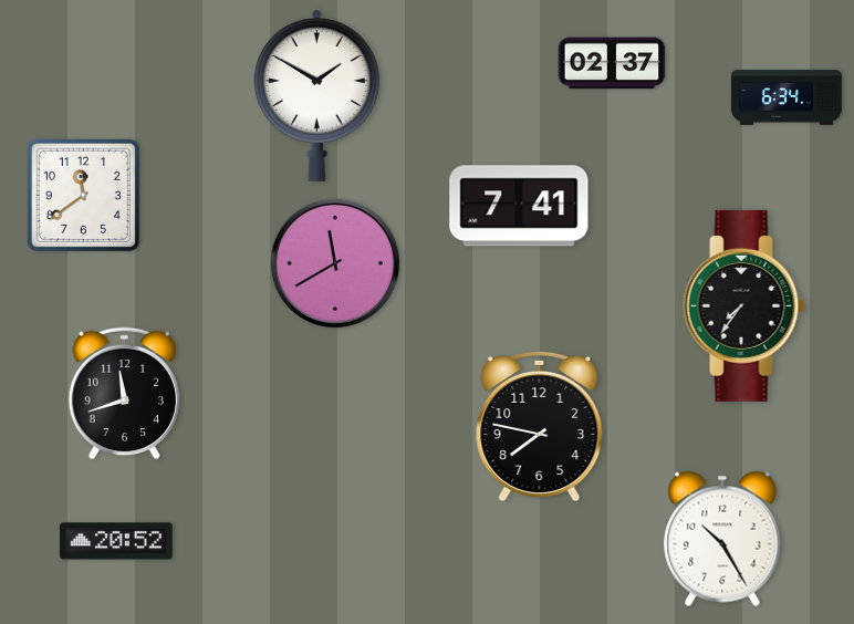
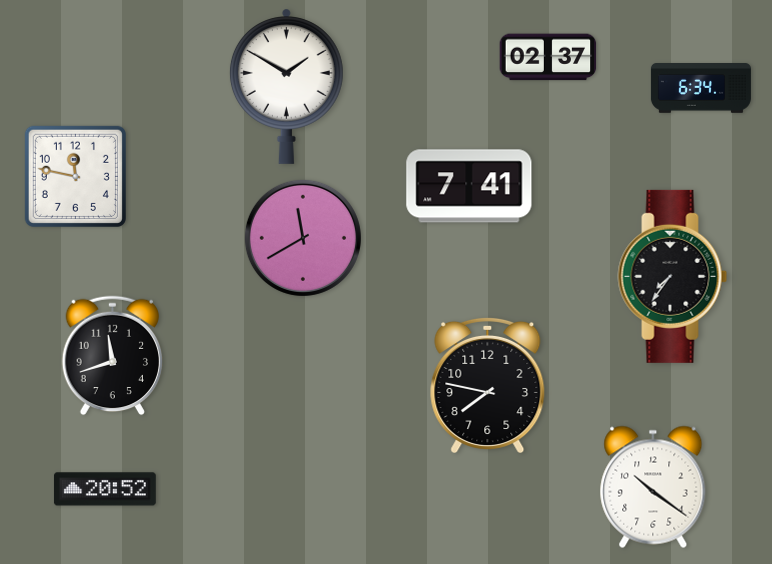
clock at (612, 63) position: (612, 63) -> (548, 57)
clock at (787, 98) position: (787, 98) -> (701, 89)
clock at (83, 195): 11:39 -> 11:47
clock at (722, 539): 10:25 -> 10:21
